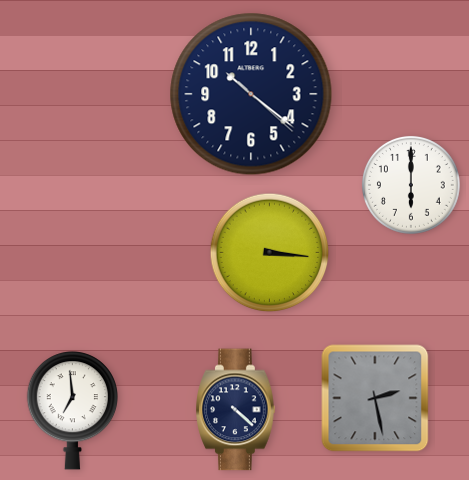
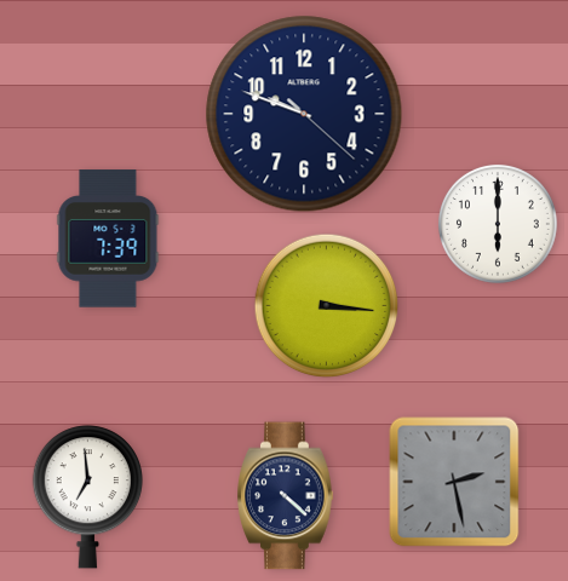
clock at (251, 94): 10:21 -> 9:48
clock at (108, 238): none -> 7:39
